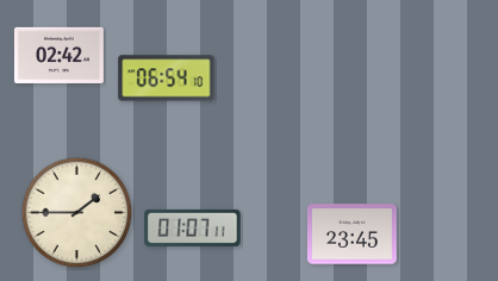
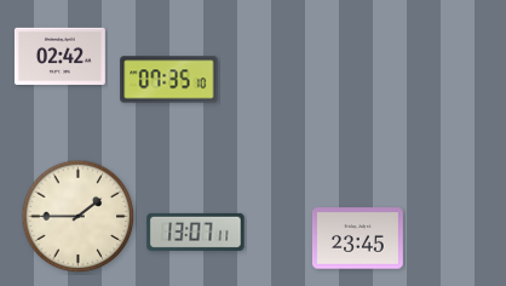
clock at (167, 79): 06:54 -> 07:35
clock at (193, 227): 01:07 -> 13:07
